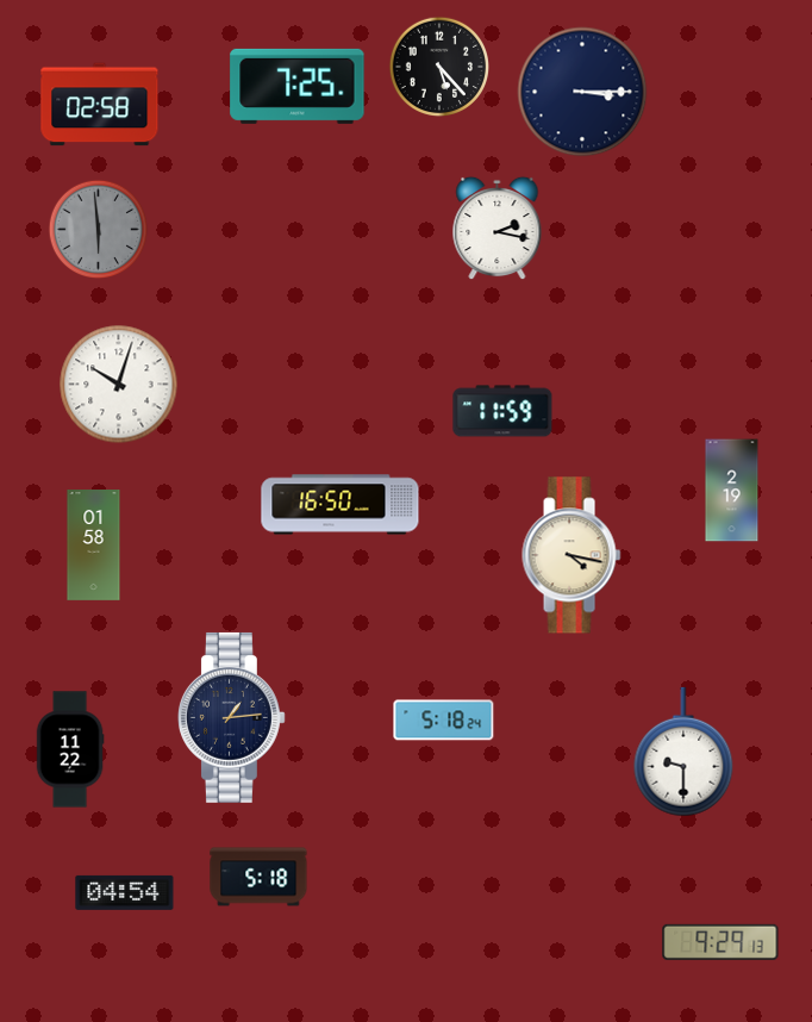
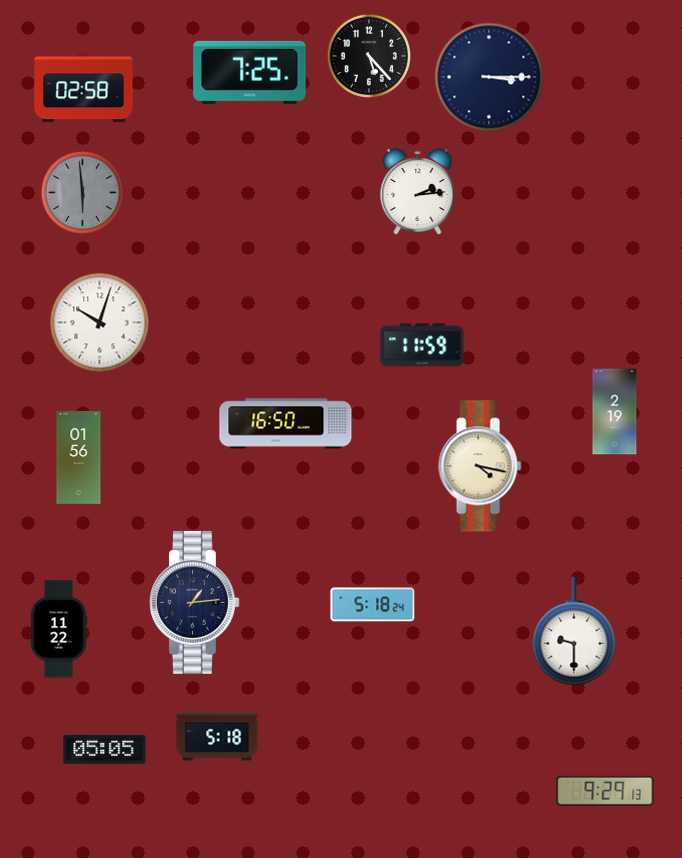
clock at (498, 229): 2:17 -> 2:14
clock at (94, 546): 01:58 -> 01:56
clock at (125, 892): 04:54 -> 05:05
